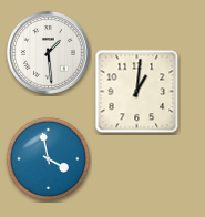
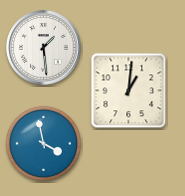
clock at (137, 92) position: (137, 92) -> (129, 91)
